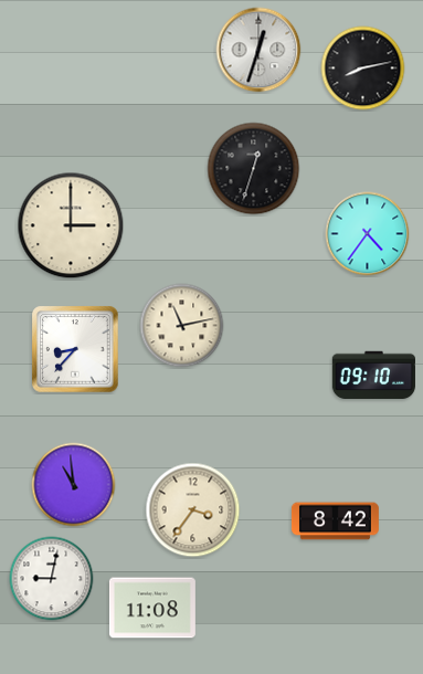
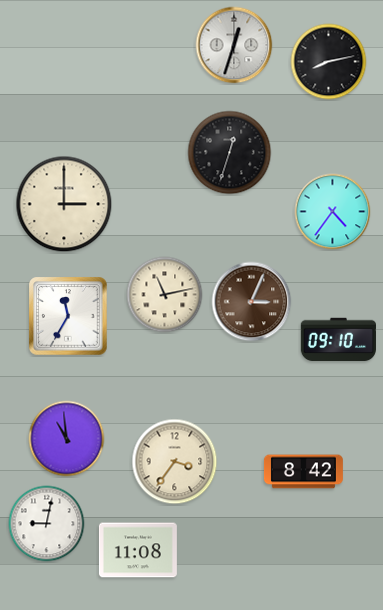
clock at (252, 302): none -> 3:04
clock at (75, 349): 8:37 -> 11:35
